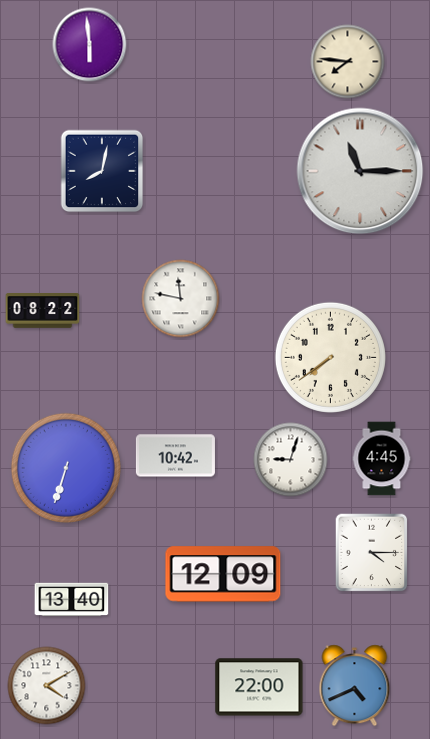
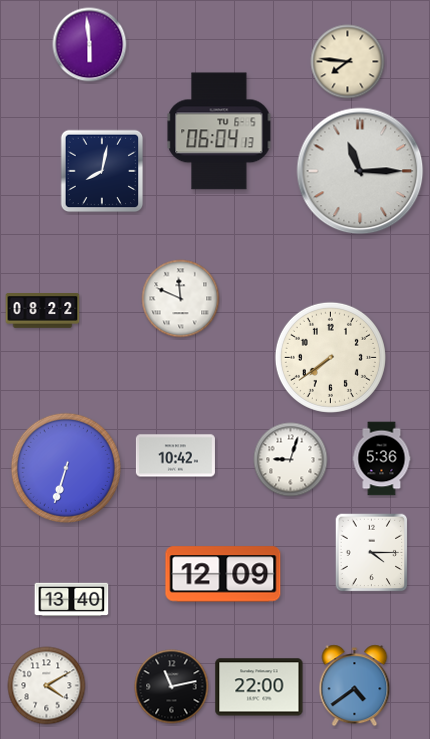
clock at (219, 131): none -> 06:04
clock at (181, 299): 11:47 -> 11:49
clock at (382, 459): 4:45 -> 5:36
clock at (355, 686): 4:41 -> 4:39
clock at (172, 687): none -> 11:13
